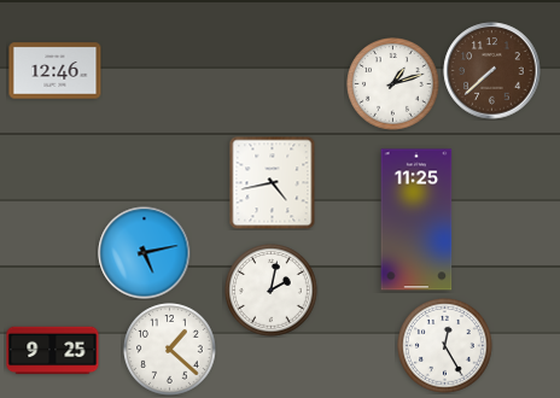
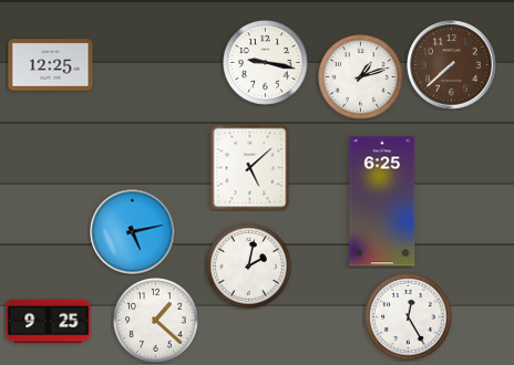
clock at (266, 63): none -> 9:17
clock at (56, 71): 12:46 -> 12:25
clock at (273, 182): 4:43 -> 5:08
clock at (416, 220): 11:25 -> 6:25
